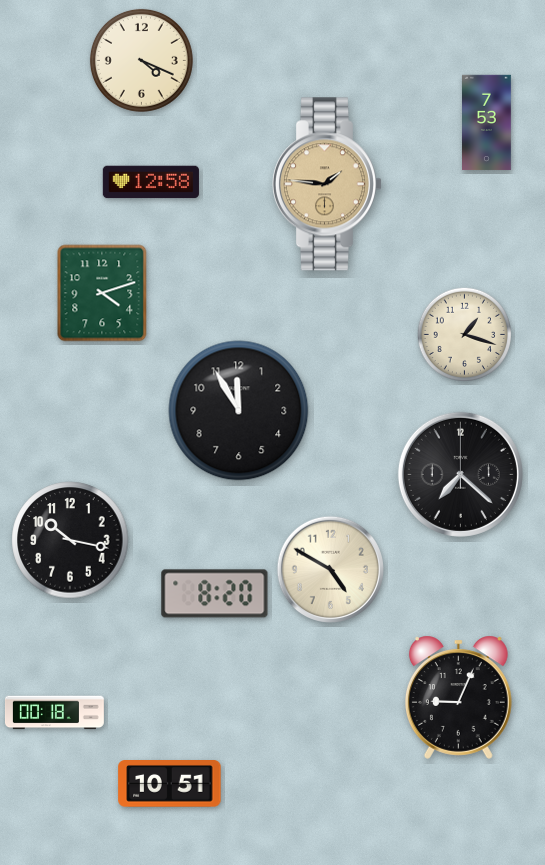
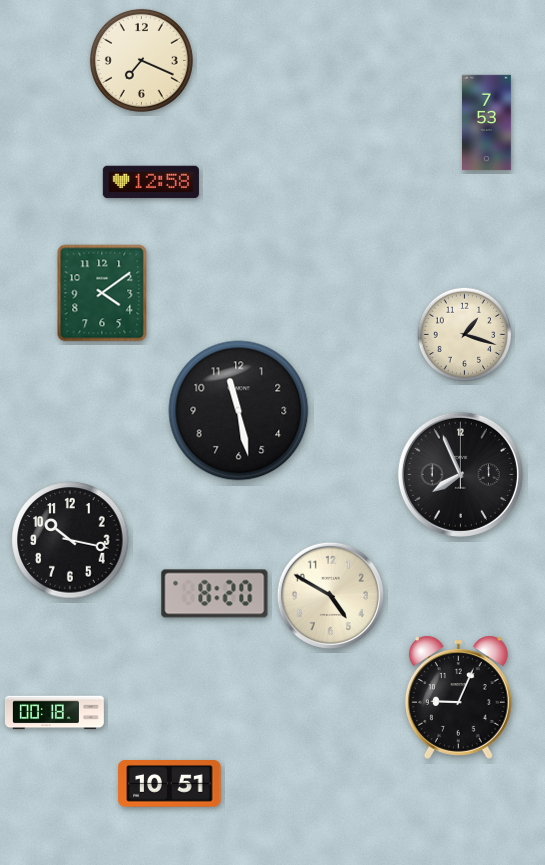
clock at (141, 60): 4:19 -> 7:19
clock at (327, 184): 1:46 -> none
clock at (102, 293): 4:12 -> 4:09
clock at (239, 411): 11:55 -> 11:28
clock at (460, 474): 7:22 -> 7:56
clock at (330, 569) position: (330, 569) -> (330, 595)
